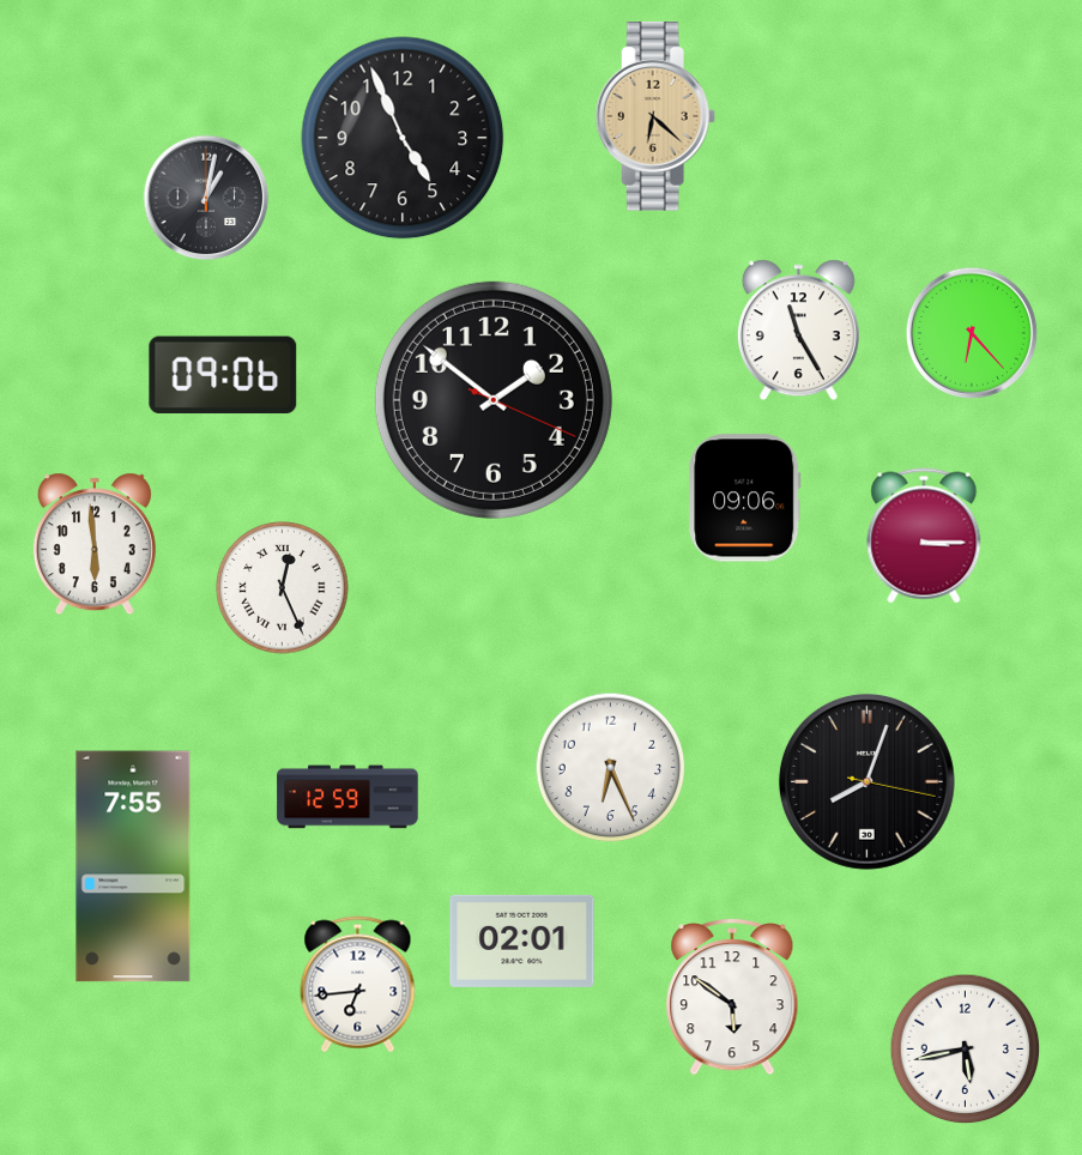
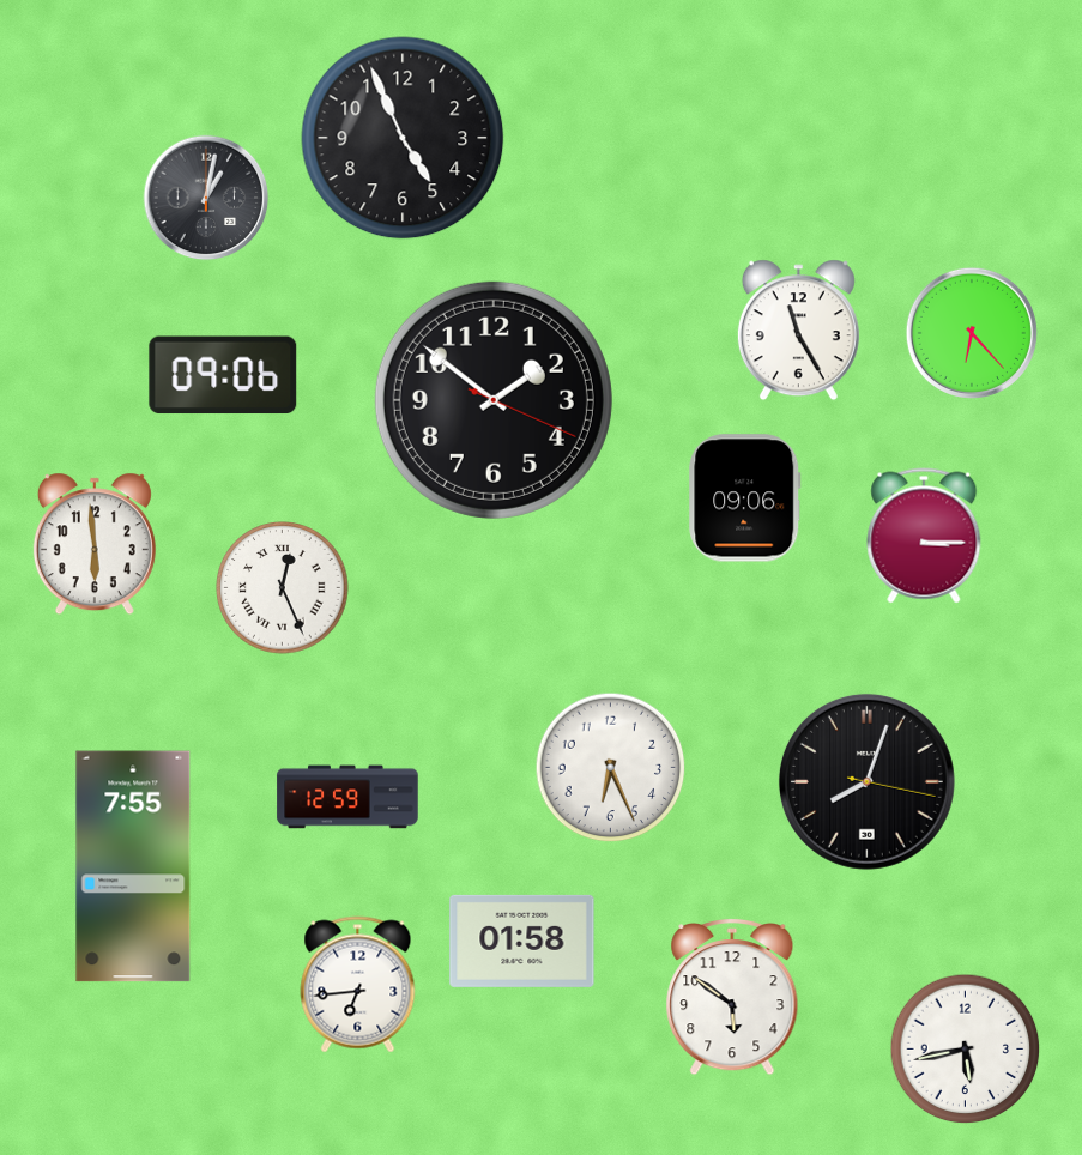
clock at (655, 117): 6:22 -> none
clock at (522, 941): 02:01 -> 01:58
